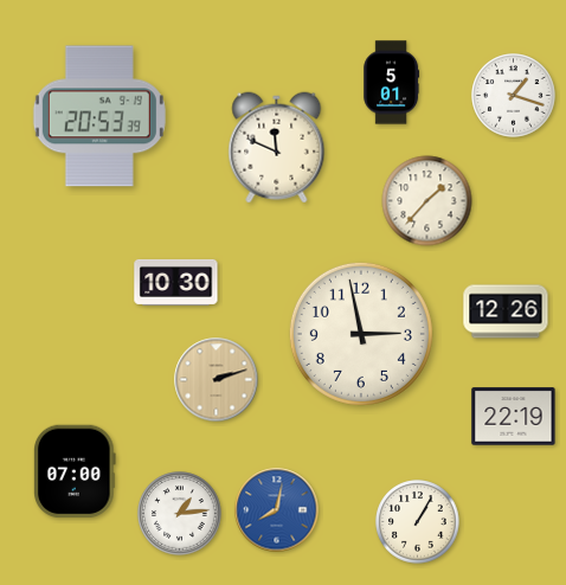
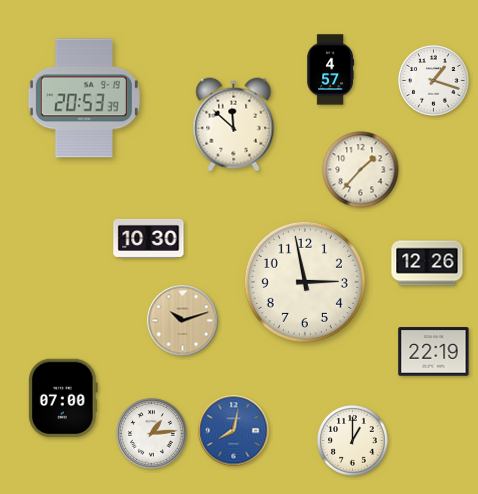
clock at (392, 83): 5:01 -> 4:57
clock at (277, 148): 11:49 -> 11:52
clock at (217, 380): 2:12 -> 10:12
clock at (418, 522): 1:05 -> 1:00
